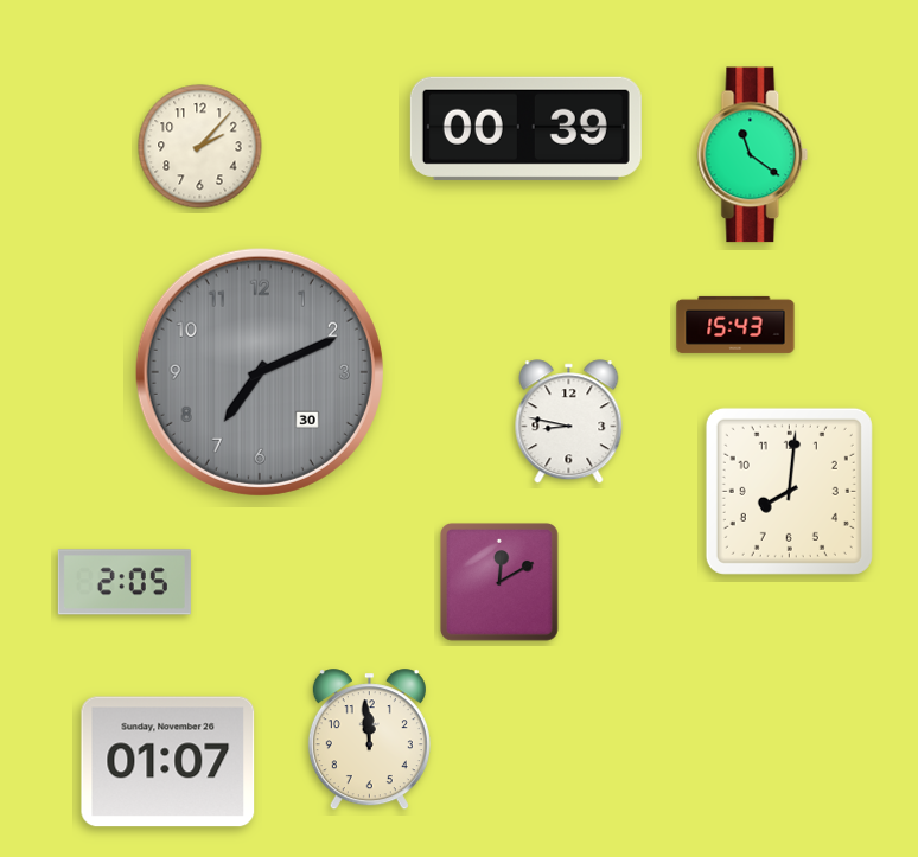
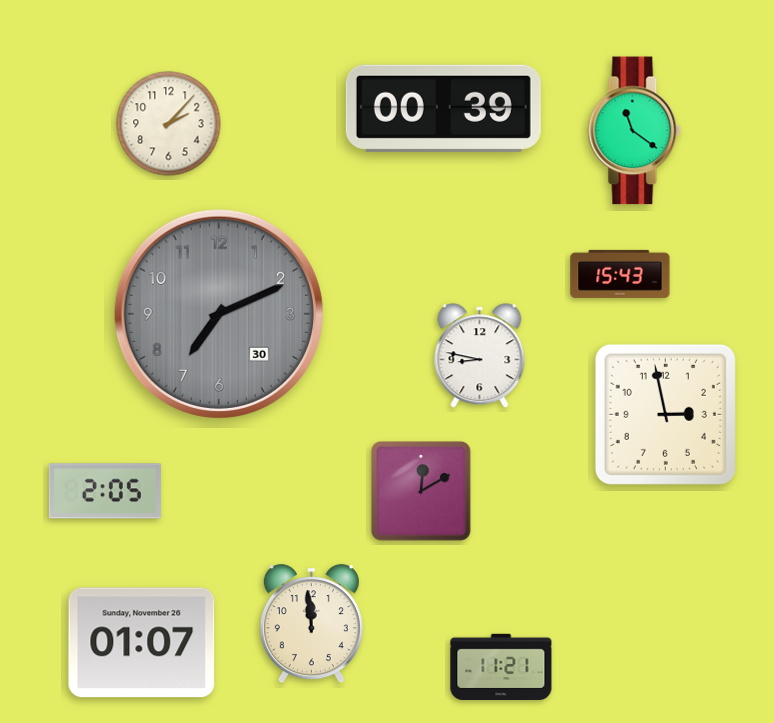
clock at (789, 491): 8:01 -> 2:58
clock at (501, 666): none -> 11:21
